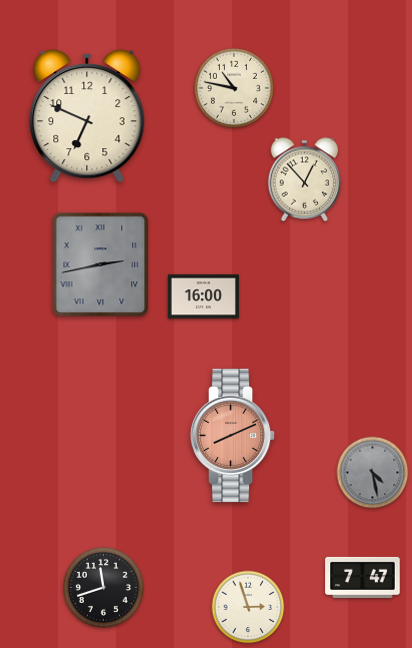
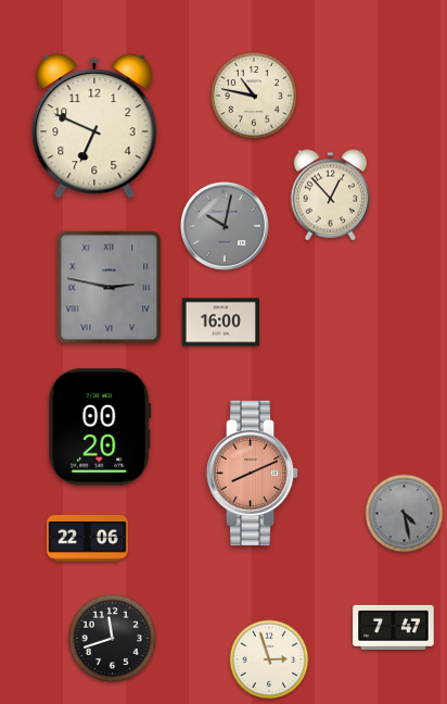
clock at (225, 226): none -> 10:02
clock at (101, 265): 2:43 -> 2:47
clock at (100, 427): none -> 00:20
clock at (88, 539): none -> 22:06
